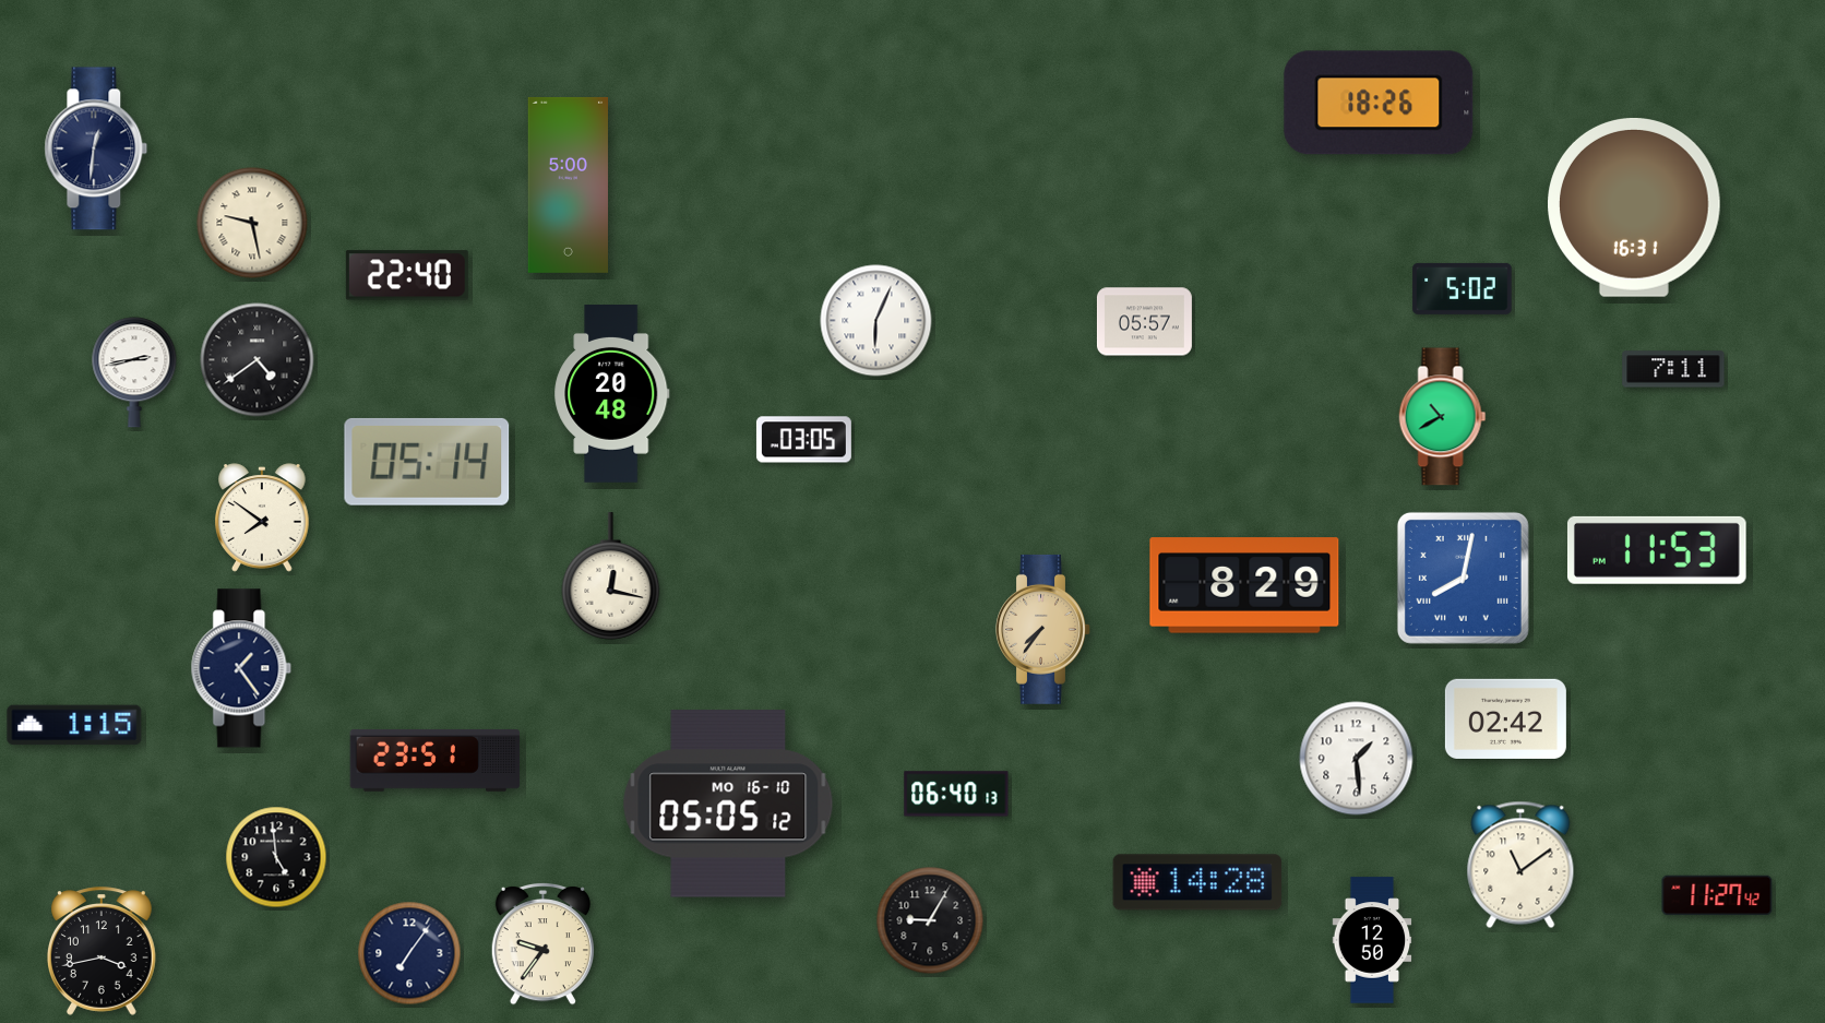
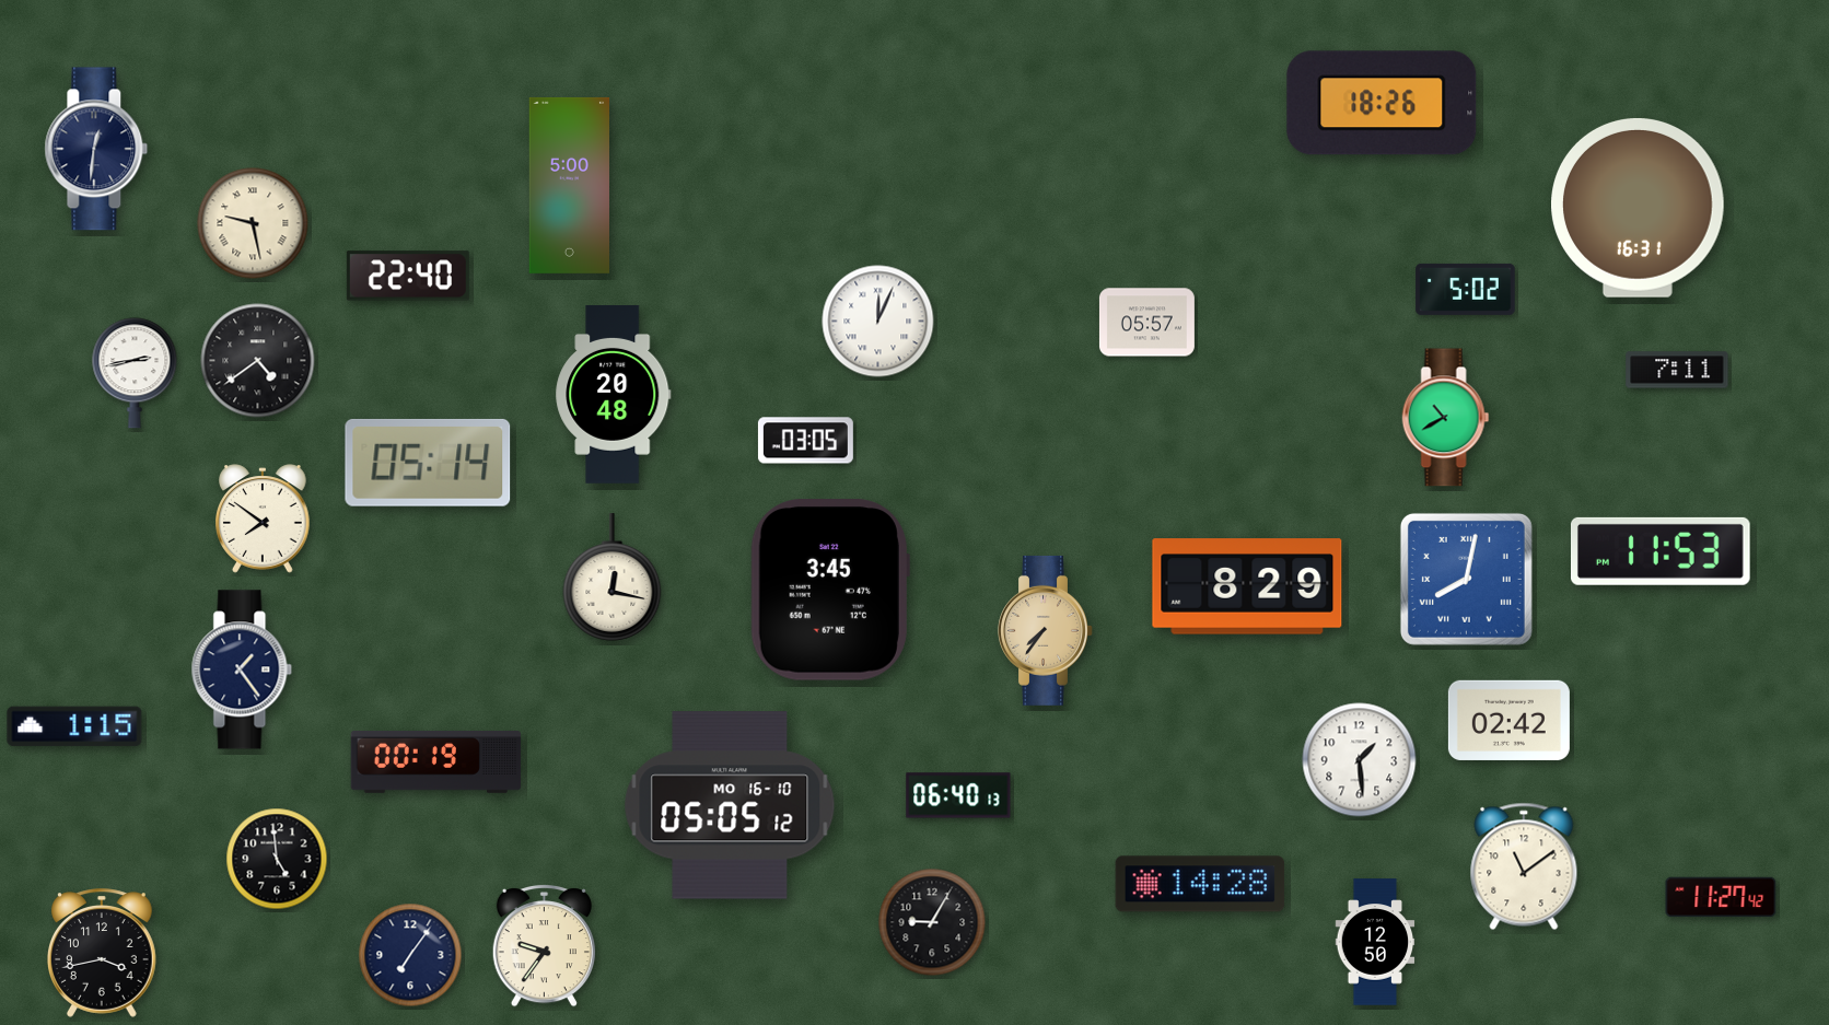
clock at (876, 321): 6:04 -> 12:04
clock at (830, 590): none -> 3:45
clock at (436, 760): 23:51 -> 00:19
